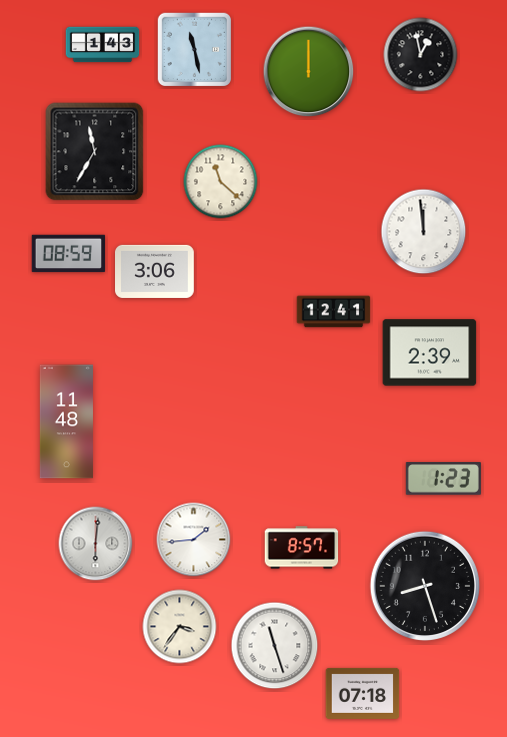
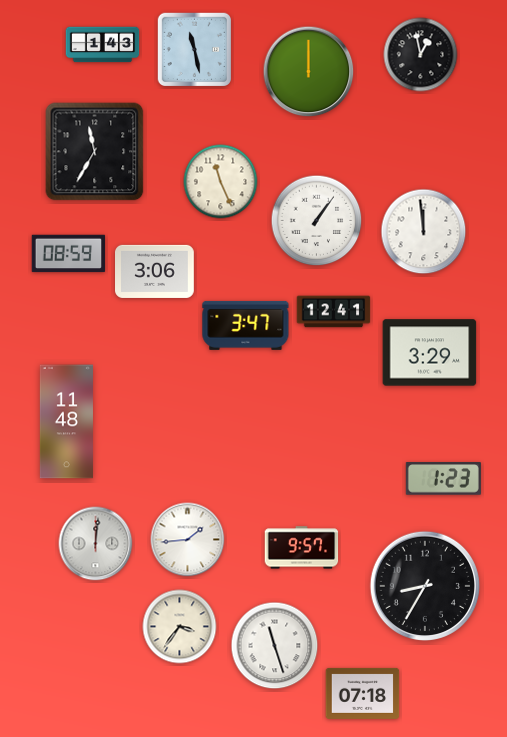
clock at (221, 182): 11:22 -> 11:26
clock at (317, 221): none -> 1:06
clock at (246, 325): none -> 3:47
clock at (430, 353): 2:39 -> 3:29
clock at (194, 540) position: (194, 540) -> (188, 540)
clock at (96, 544): 6:01 -> 12:01
clock at (302, 548): 8:57 -> 9:57
clock at (425, 586): 8:27 -> 8:35
